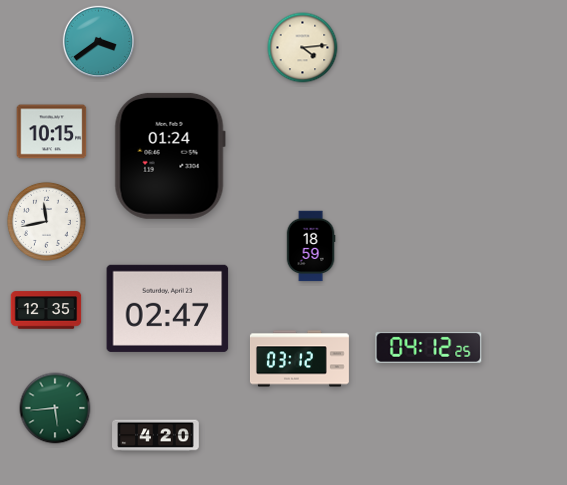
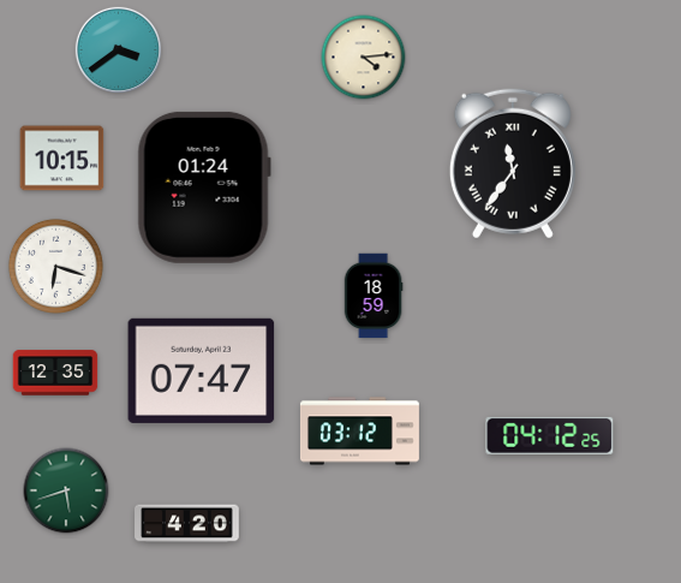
clock at (513, 163): none -> 11:36
clock at (46, 221): 11:43 -> 6:18
clock at (168, 308): 02:47 -> 07:47
clock at (429, 347) position: (429, 347) -> (550, 435)
clock at (55, 408): 5:44 -> 5:42
